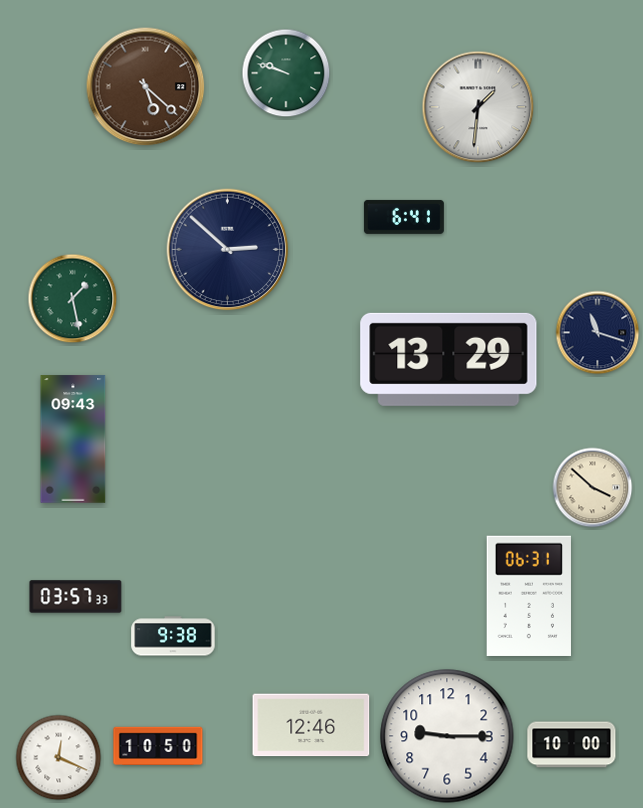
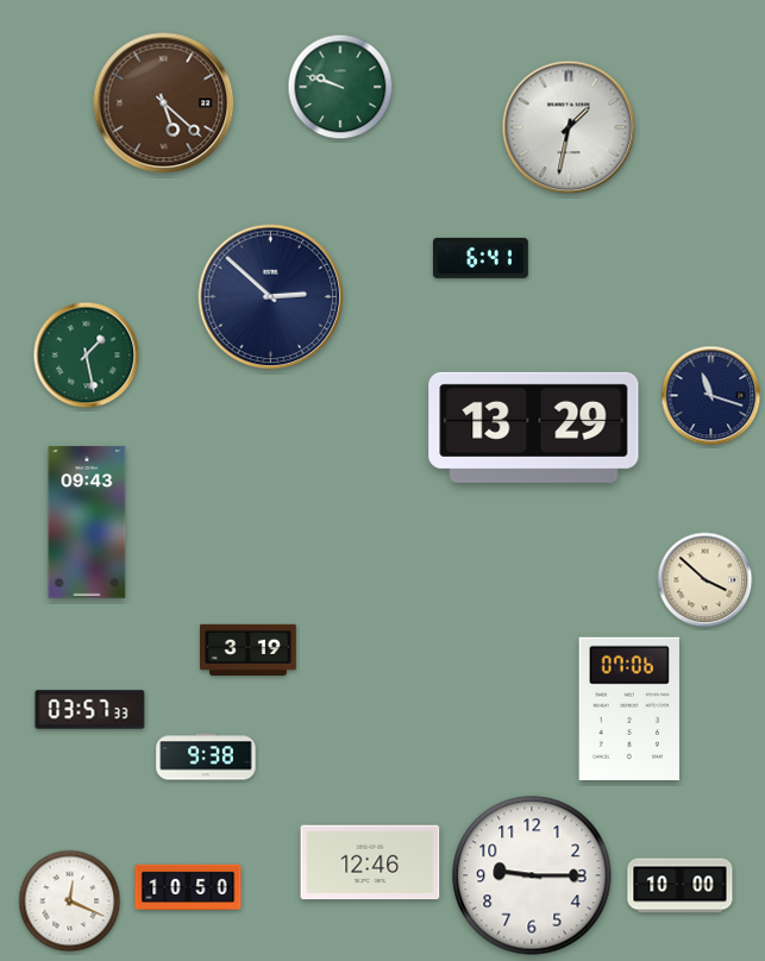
clock at (146, 87) position: (146, 87) -> (164, 103)
clock at (478, 107): 1:31 -> 1:32
clock at (249, 649): none -> 3:19
clock at (529, 596): 06:31 -> 07:06
